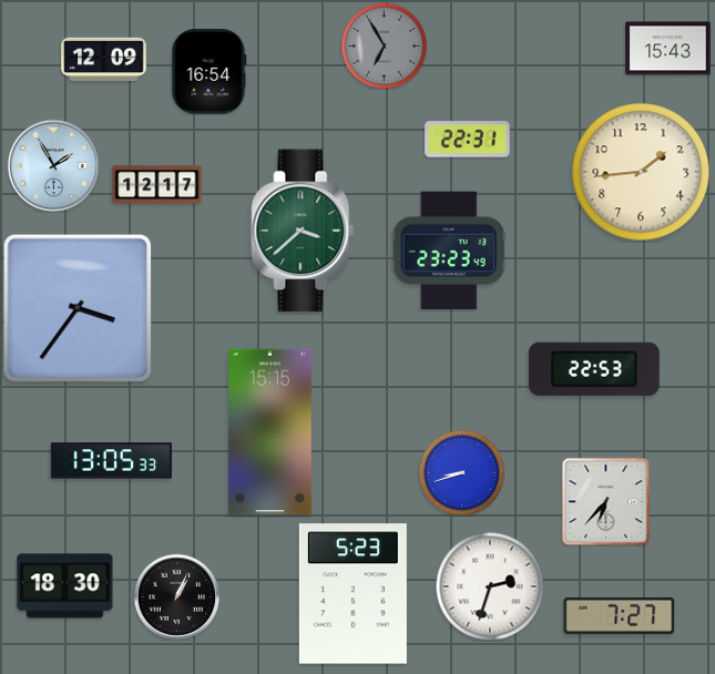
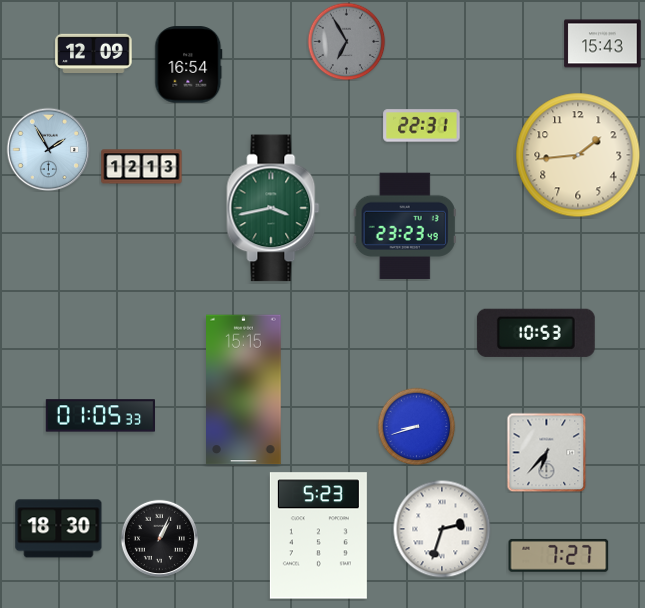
clock at (157, 185): 12:17 -> 12:13
clock at (303, 231): 3:38 -> 3:43
clock at (78, 308): 3:36 -> none
clock at (594, 369): 22:53 -> 10:53
clock at (111, 461): 13:05 -> 01:05
